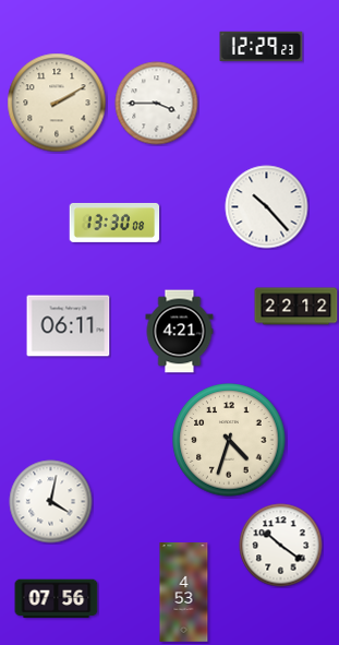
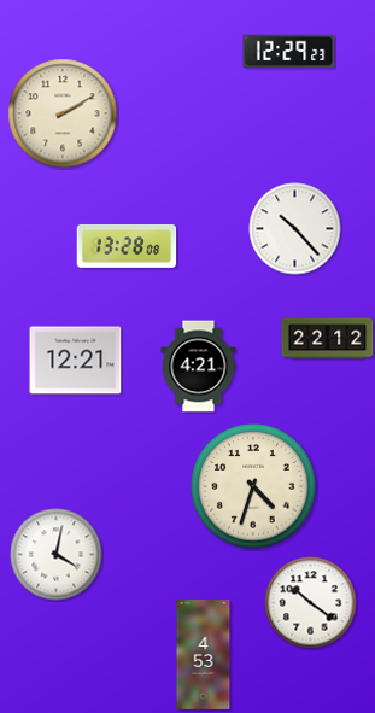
clock at (157, 104): 3:45 -> none
clock at (114, 223): 13:30 -> 13:28
clock at (69, 326): 06:11 -> 12:21
clock at (57, 599): 07:56 -> none
